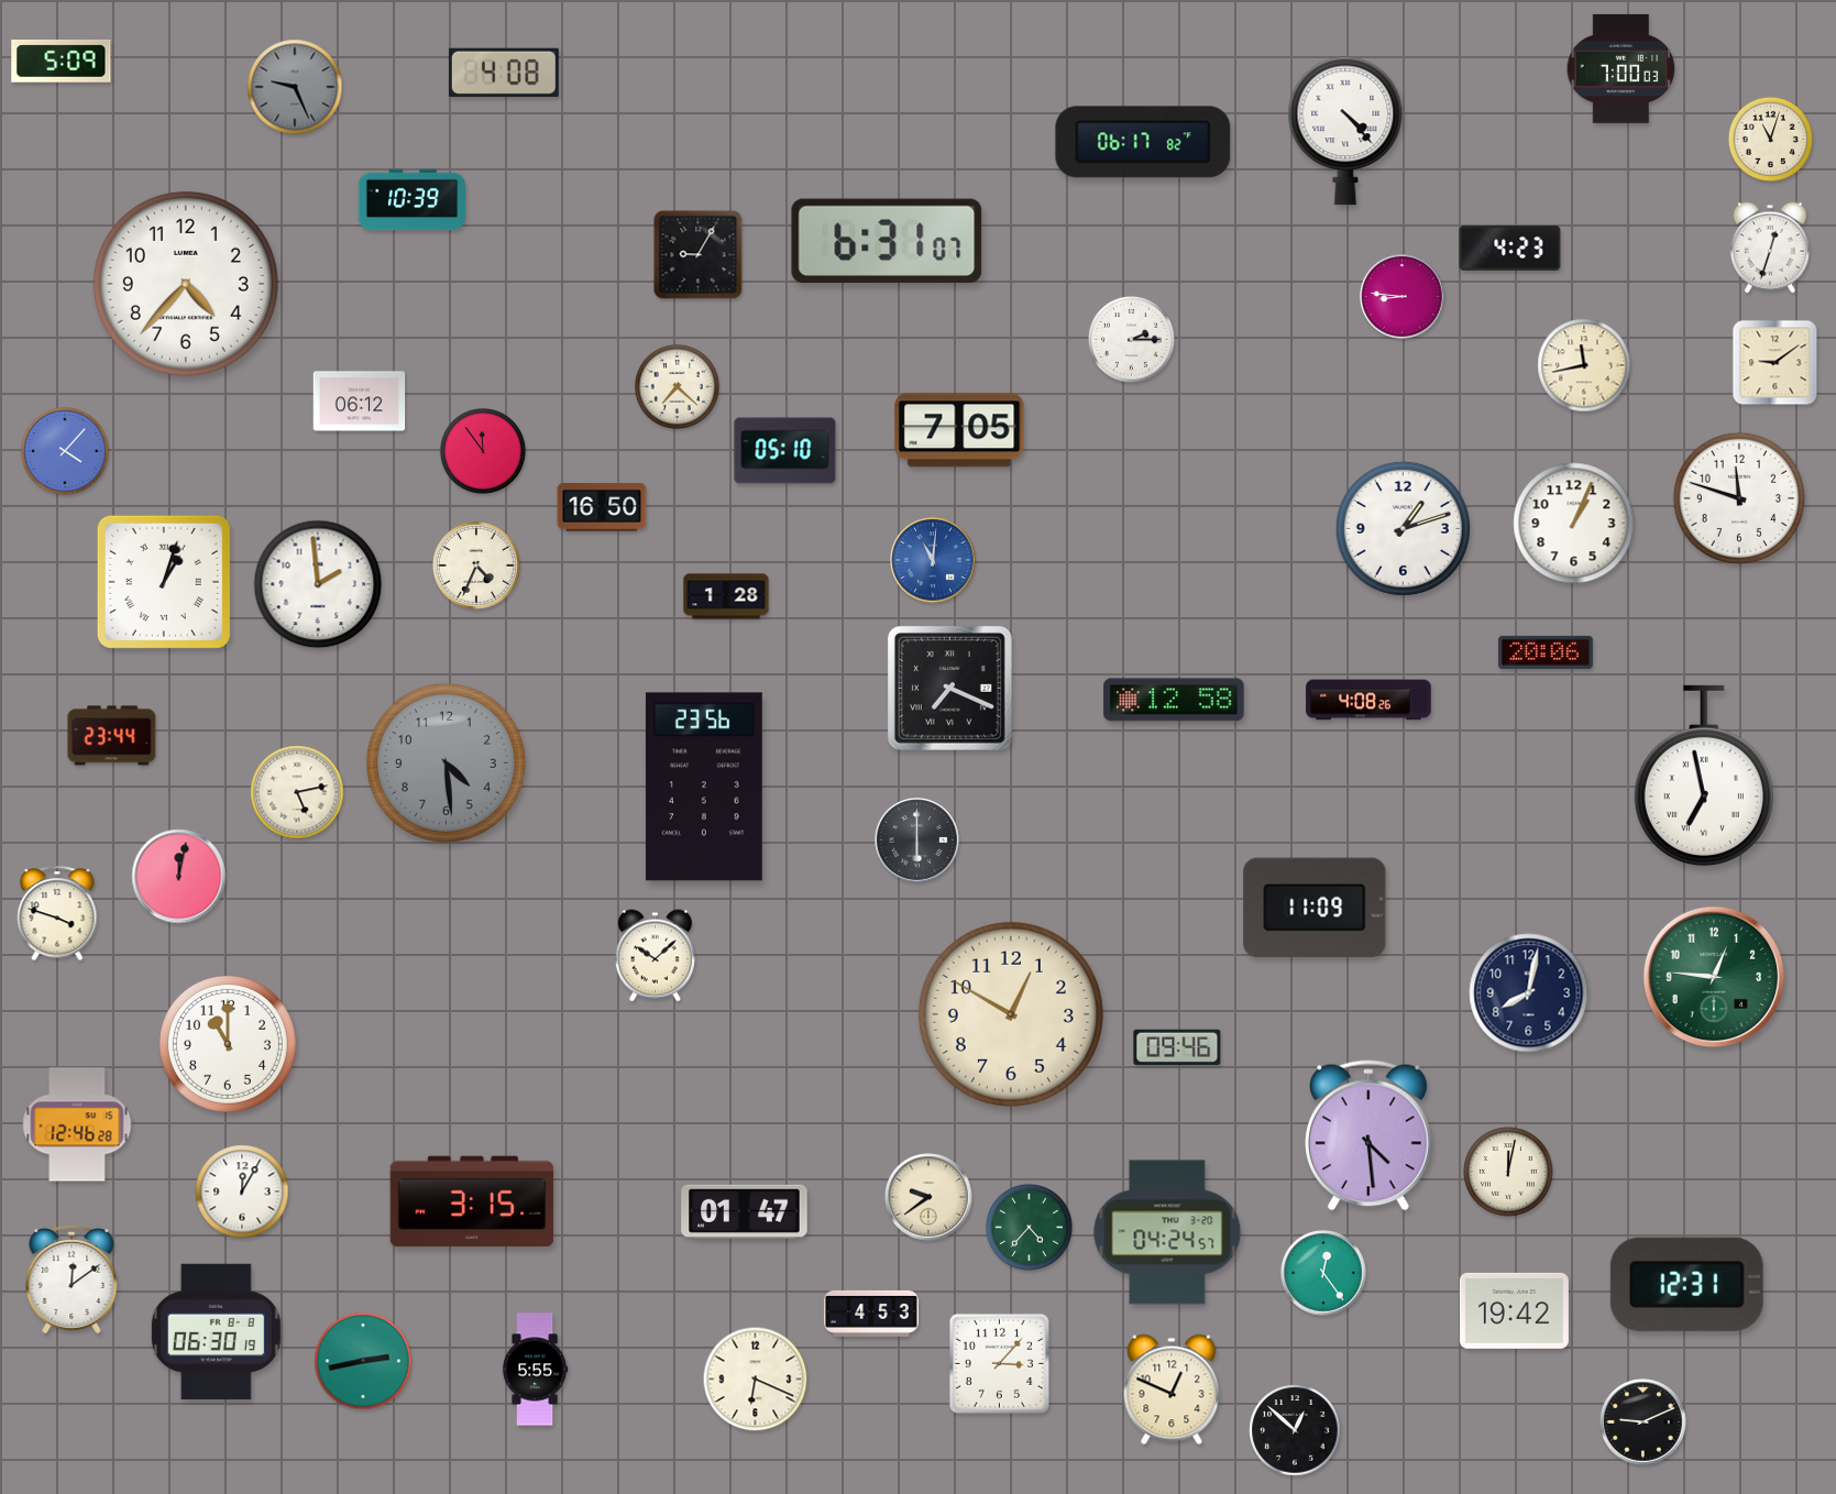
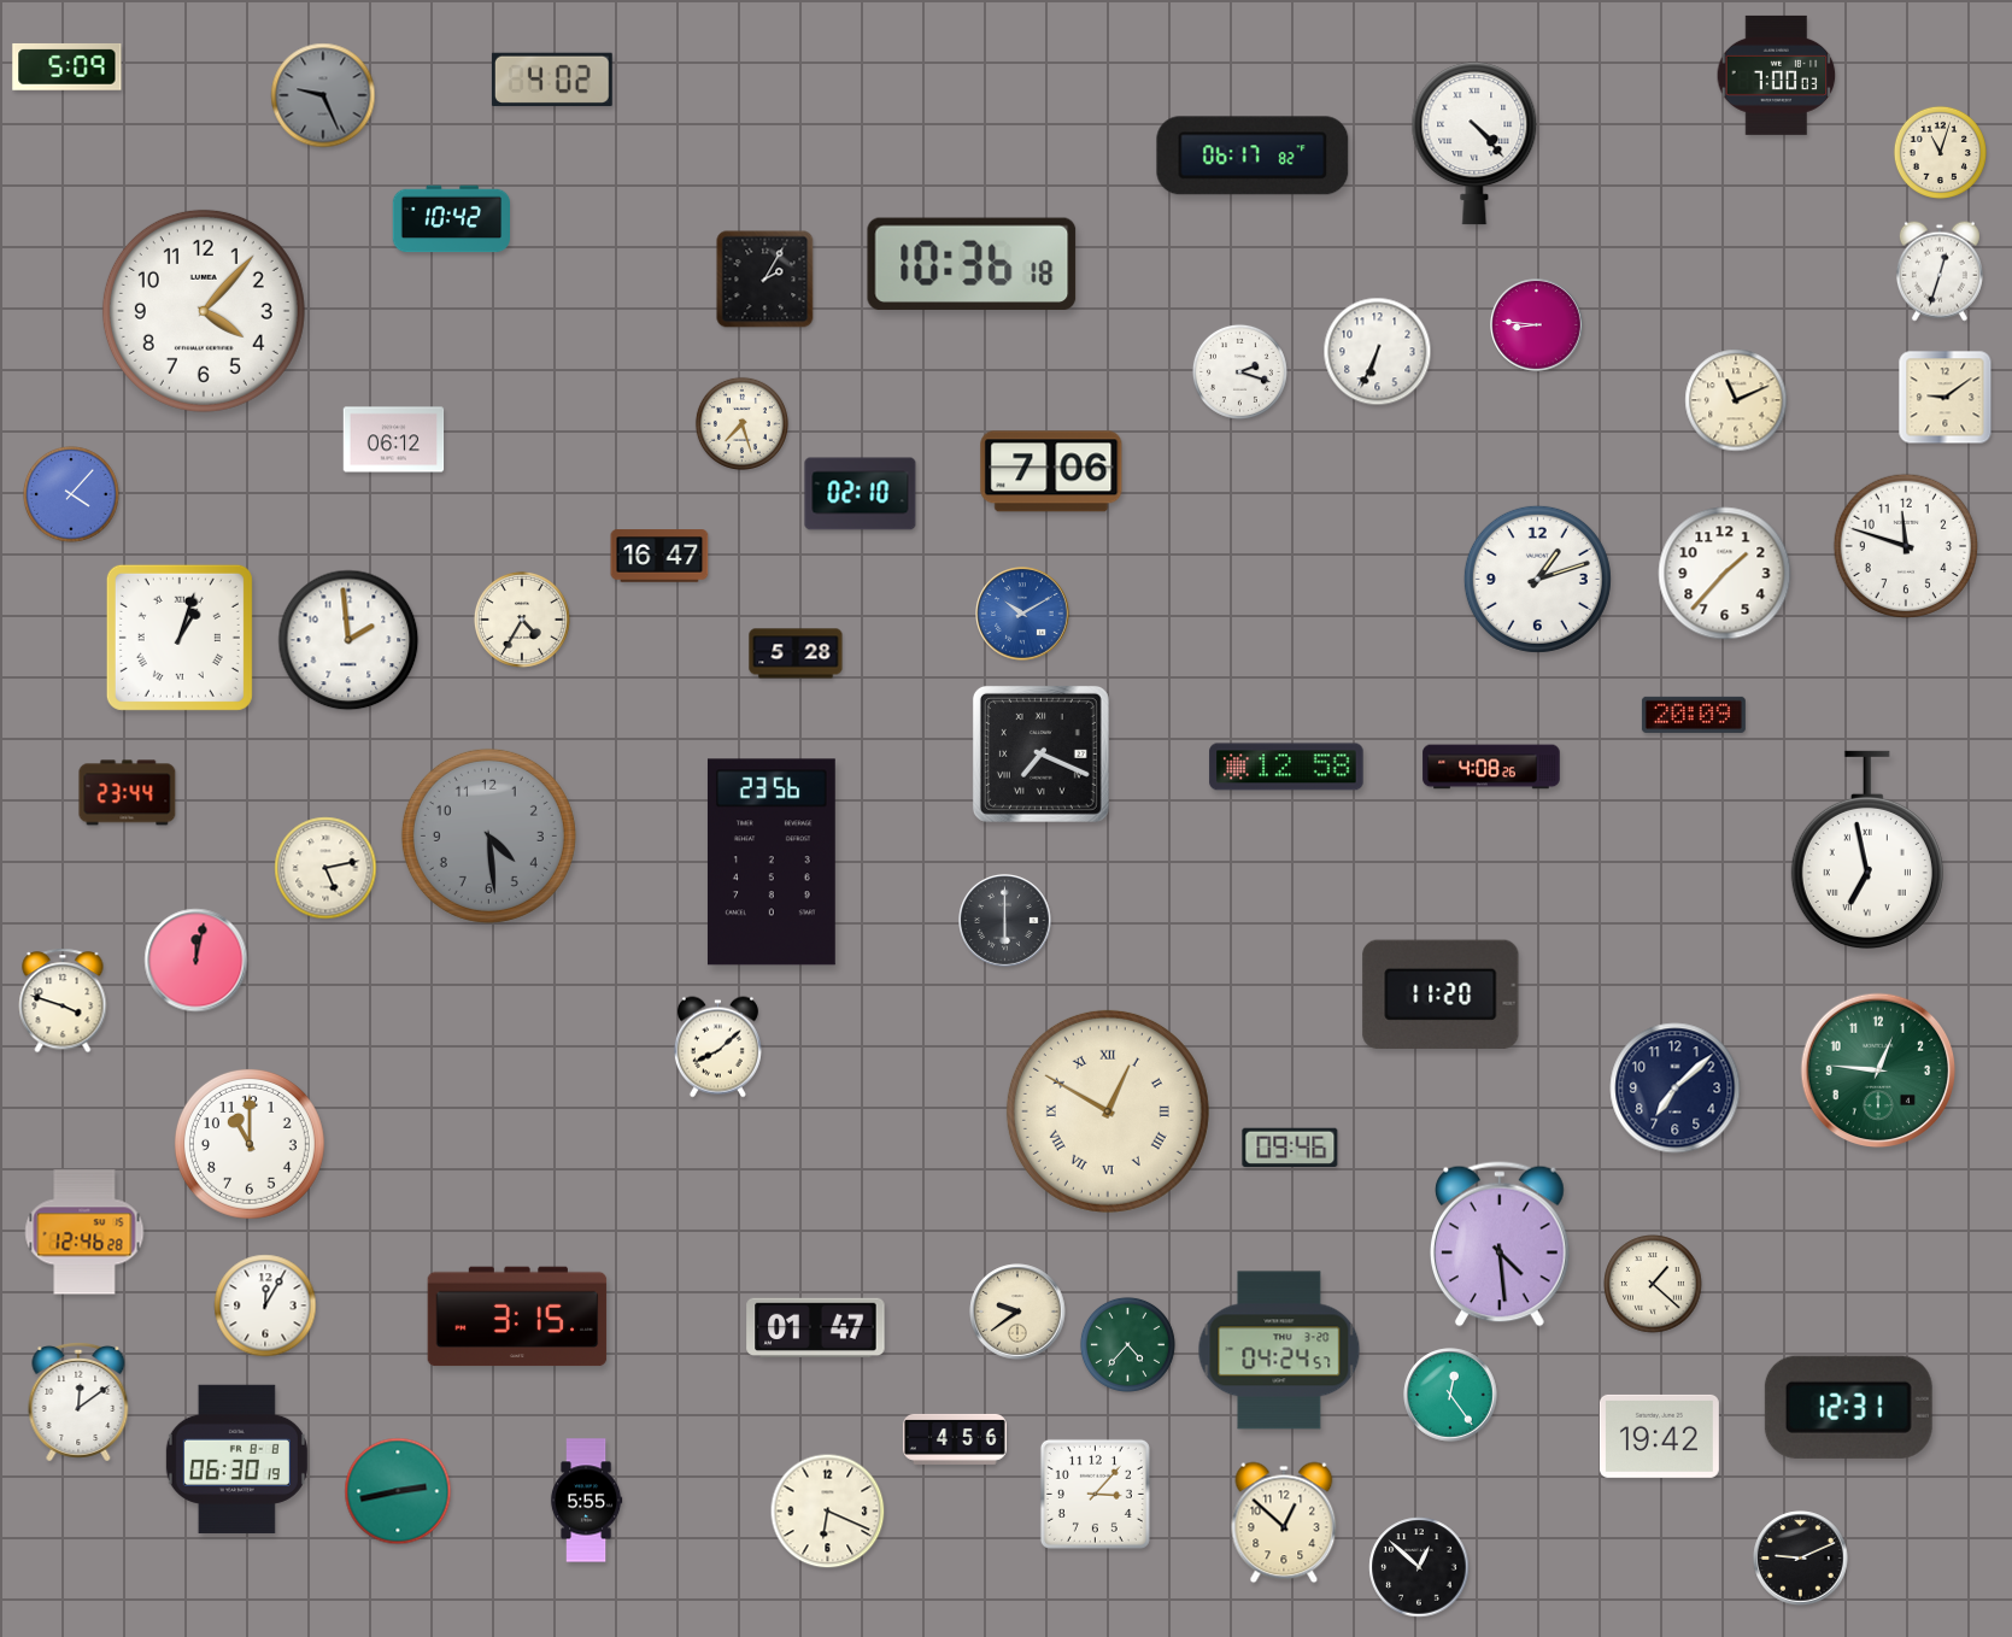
clock at (504, 73): 4:08 -> 4:02
clock at (411, 200): 10:39 -> 10:42
clock at (887, 241): 6:31 -> 10:36
clock at (1510, 248): 4:23 -> none
clock at (699, 255): 9:05 -> 2:05
clock at (186, 284): 4:37 -> 4:07
clock at (1378, 352): none -> 6:34
clock at (1131, 339): 2:15 -> 2:18
clock at (1584, 365): 11:43 -> 11:11
clock at (677, 386): 7:22 -> 7:27
clock at (959, 430): 7:05 -> 7:06
clock at (483, 451): 11:54 -> none
clock at (785, 451): 05:10 -> 02:10
clock at (602, 507): 16:50 -> 16:47
clock at (1574, 524): 1:04 -> 1:37
clock at (933, 560): 11:01 -> 10:10
clock at (476, 565): 4:34 -> 4:35
clock at (726, 596): 1:28 -> 5:28
clock at (1546, 652): 20:06 -> 20:09
clock at (1368, 700) position: (1368, 700) -> (1491, 767)
clock at (112, 736) position: (112, 736) -> (128, 793)
clock at (1315, 907): 11:09 -> 11:20
clock at (655, 956): 10:08 -> 8:08
clock at (1529, 993): 8:02 -> 7:08
clock at (1011, 1014) numerals: Arabic -> Roman
clock at (1508, 1172): 12:02 -> 1:22
clock at (871, 1314): 4:53 -> 4:56
clock at (1172, 1389): 12:49 -> 12:52
